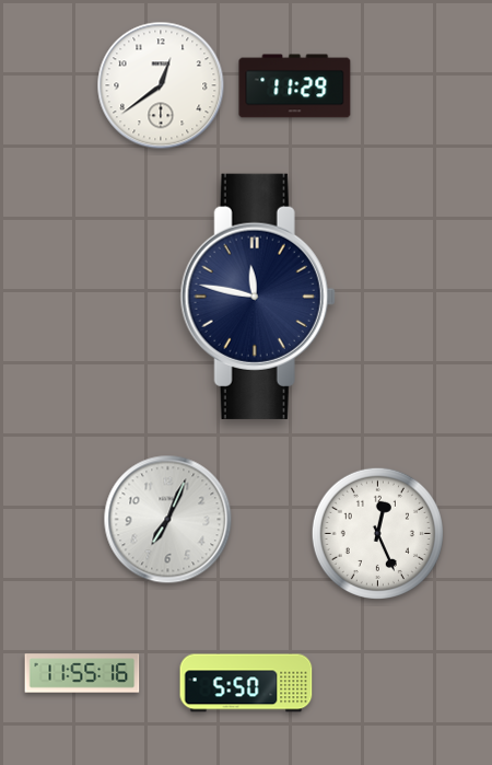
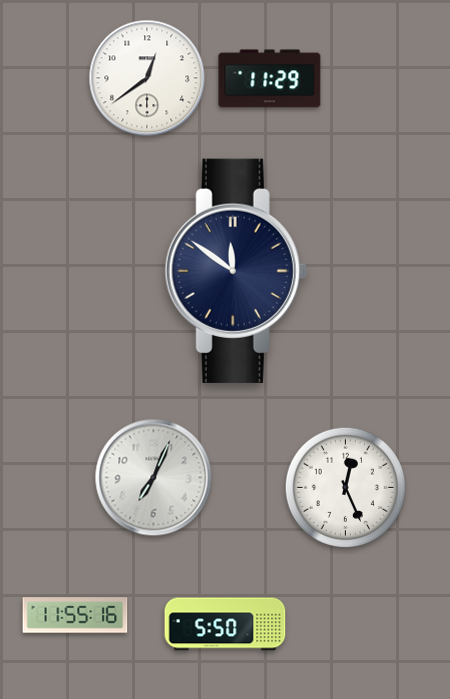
clock at (258, 297): 11:47 -> 11:51
clock at (168, 520) position: (168, 520) -> (154, 478)
